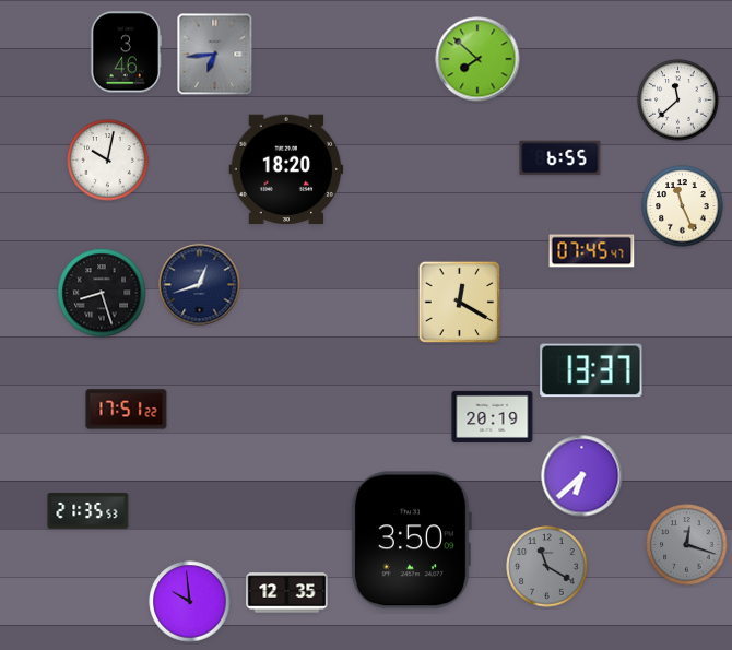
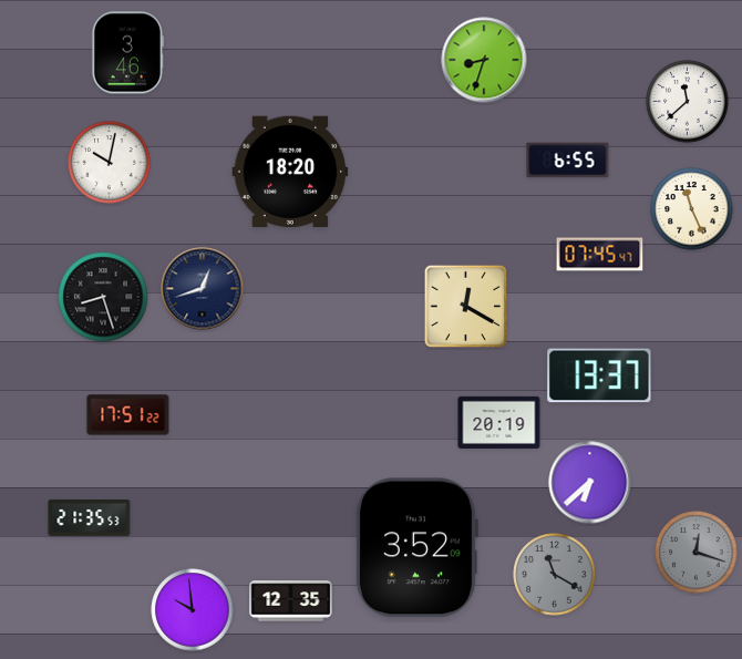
clock at (215, 55): 6:44 -> none
clock at (477, 59): 7:52 -> 8:33
clock at (411, 541): 3:50 -> 3:52
